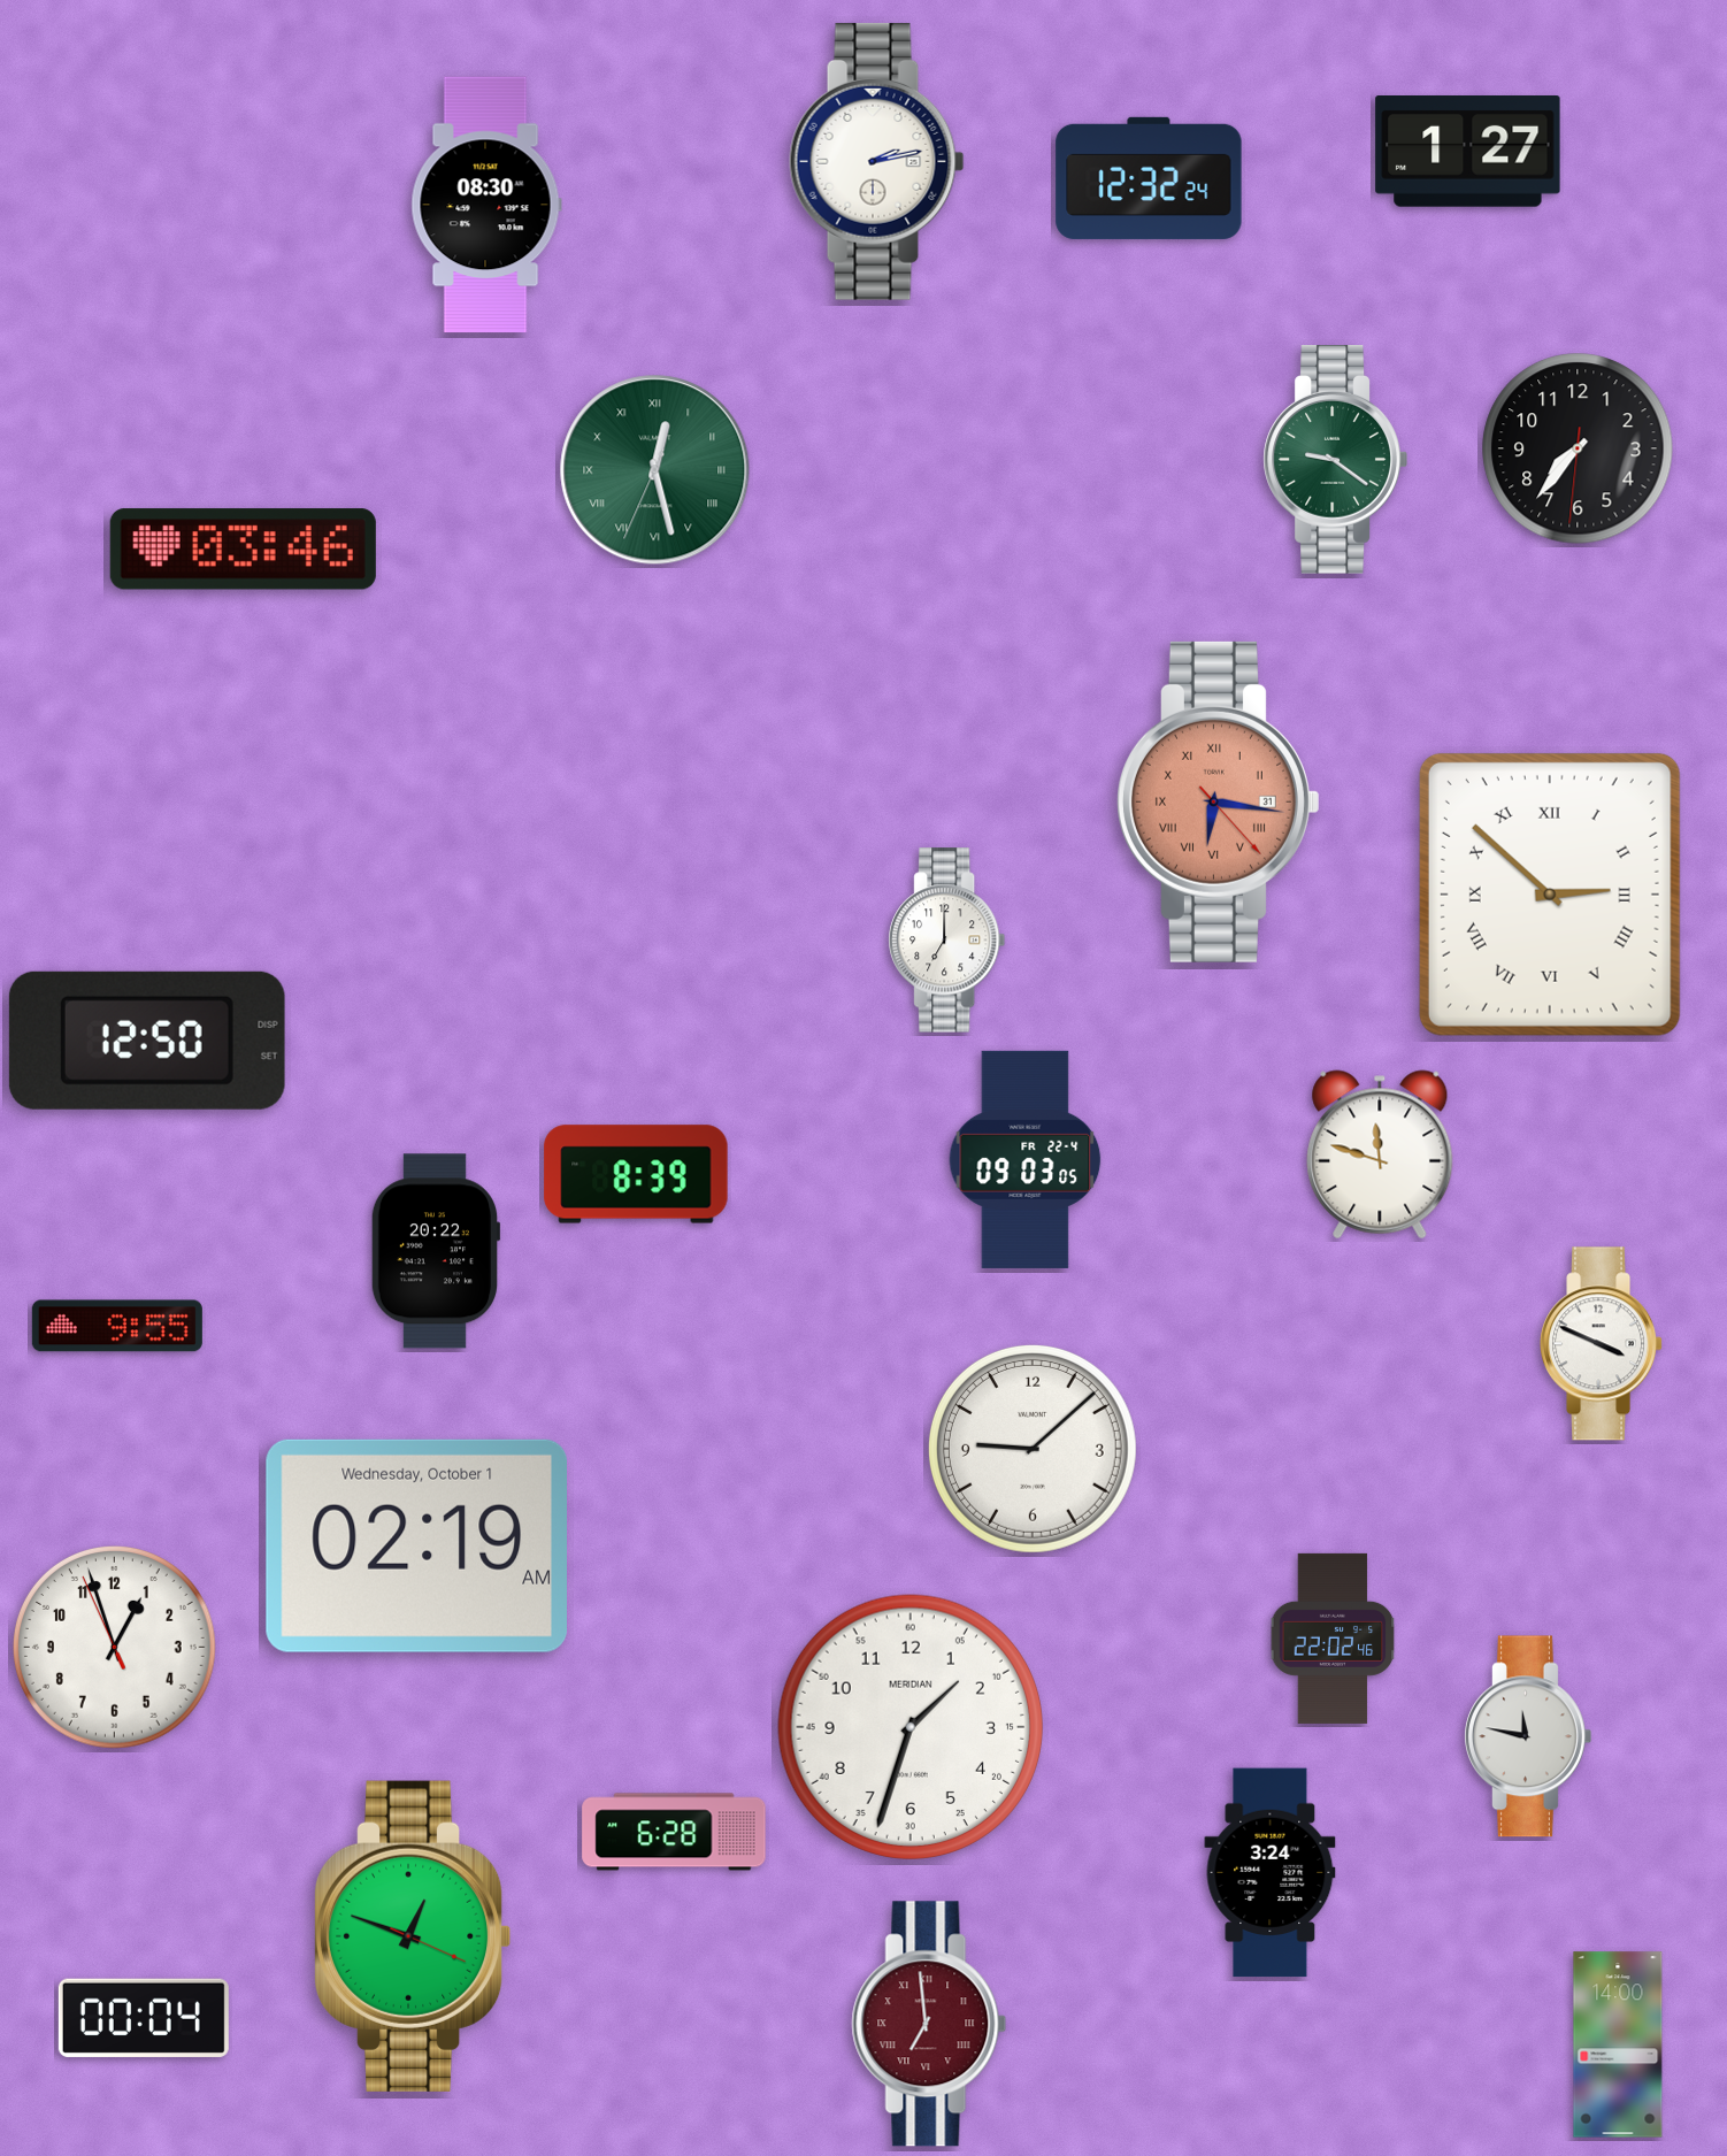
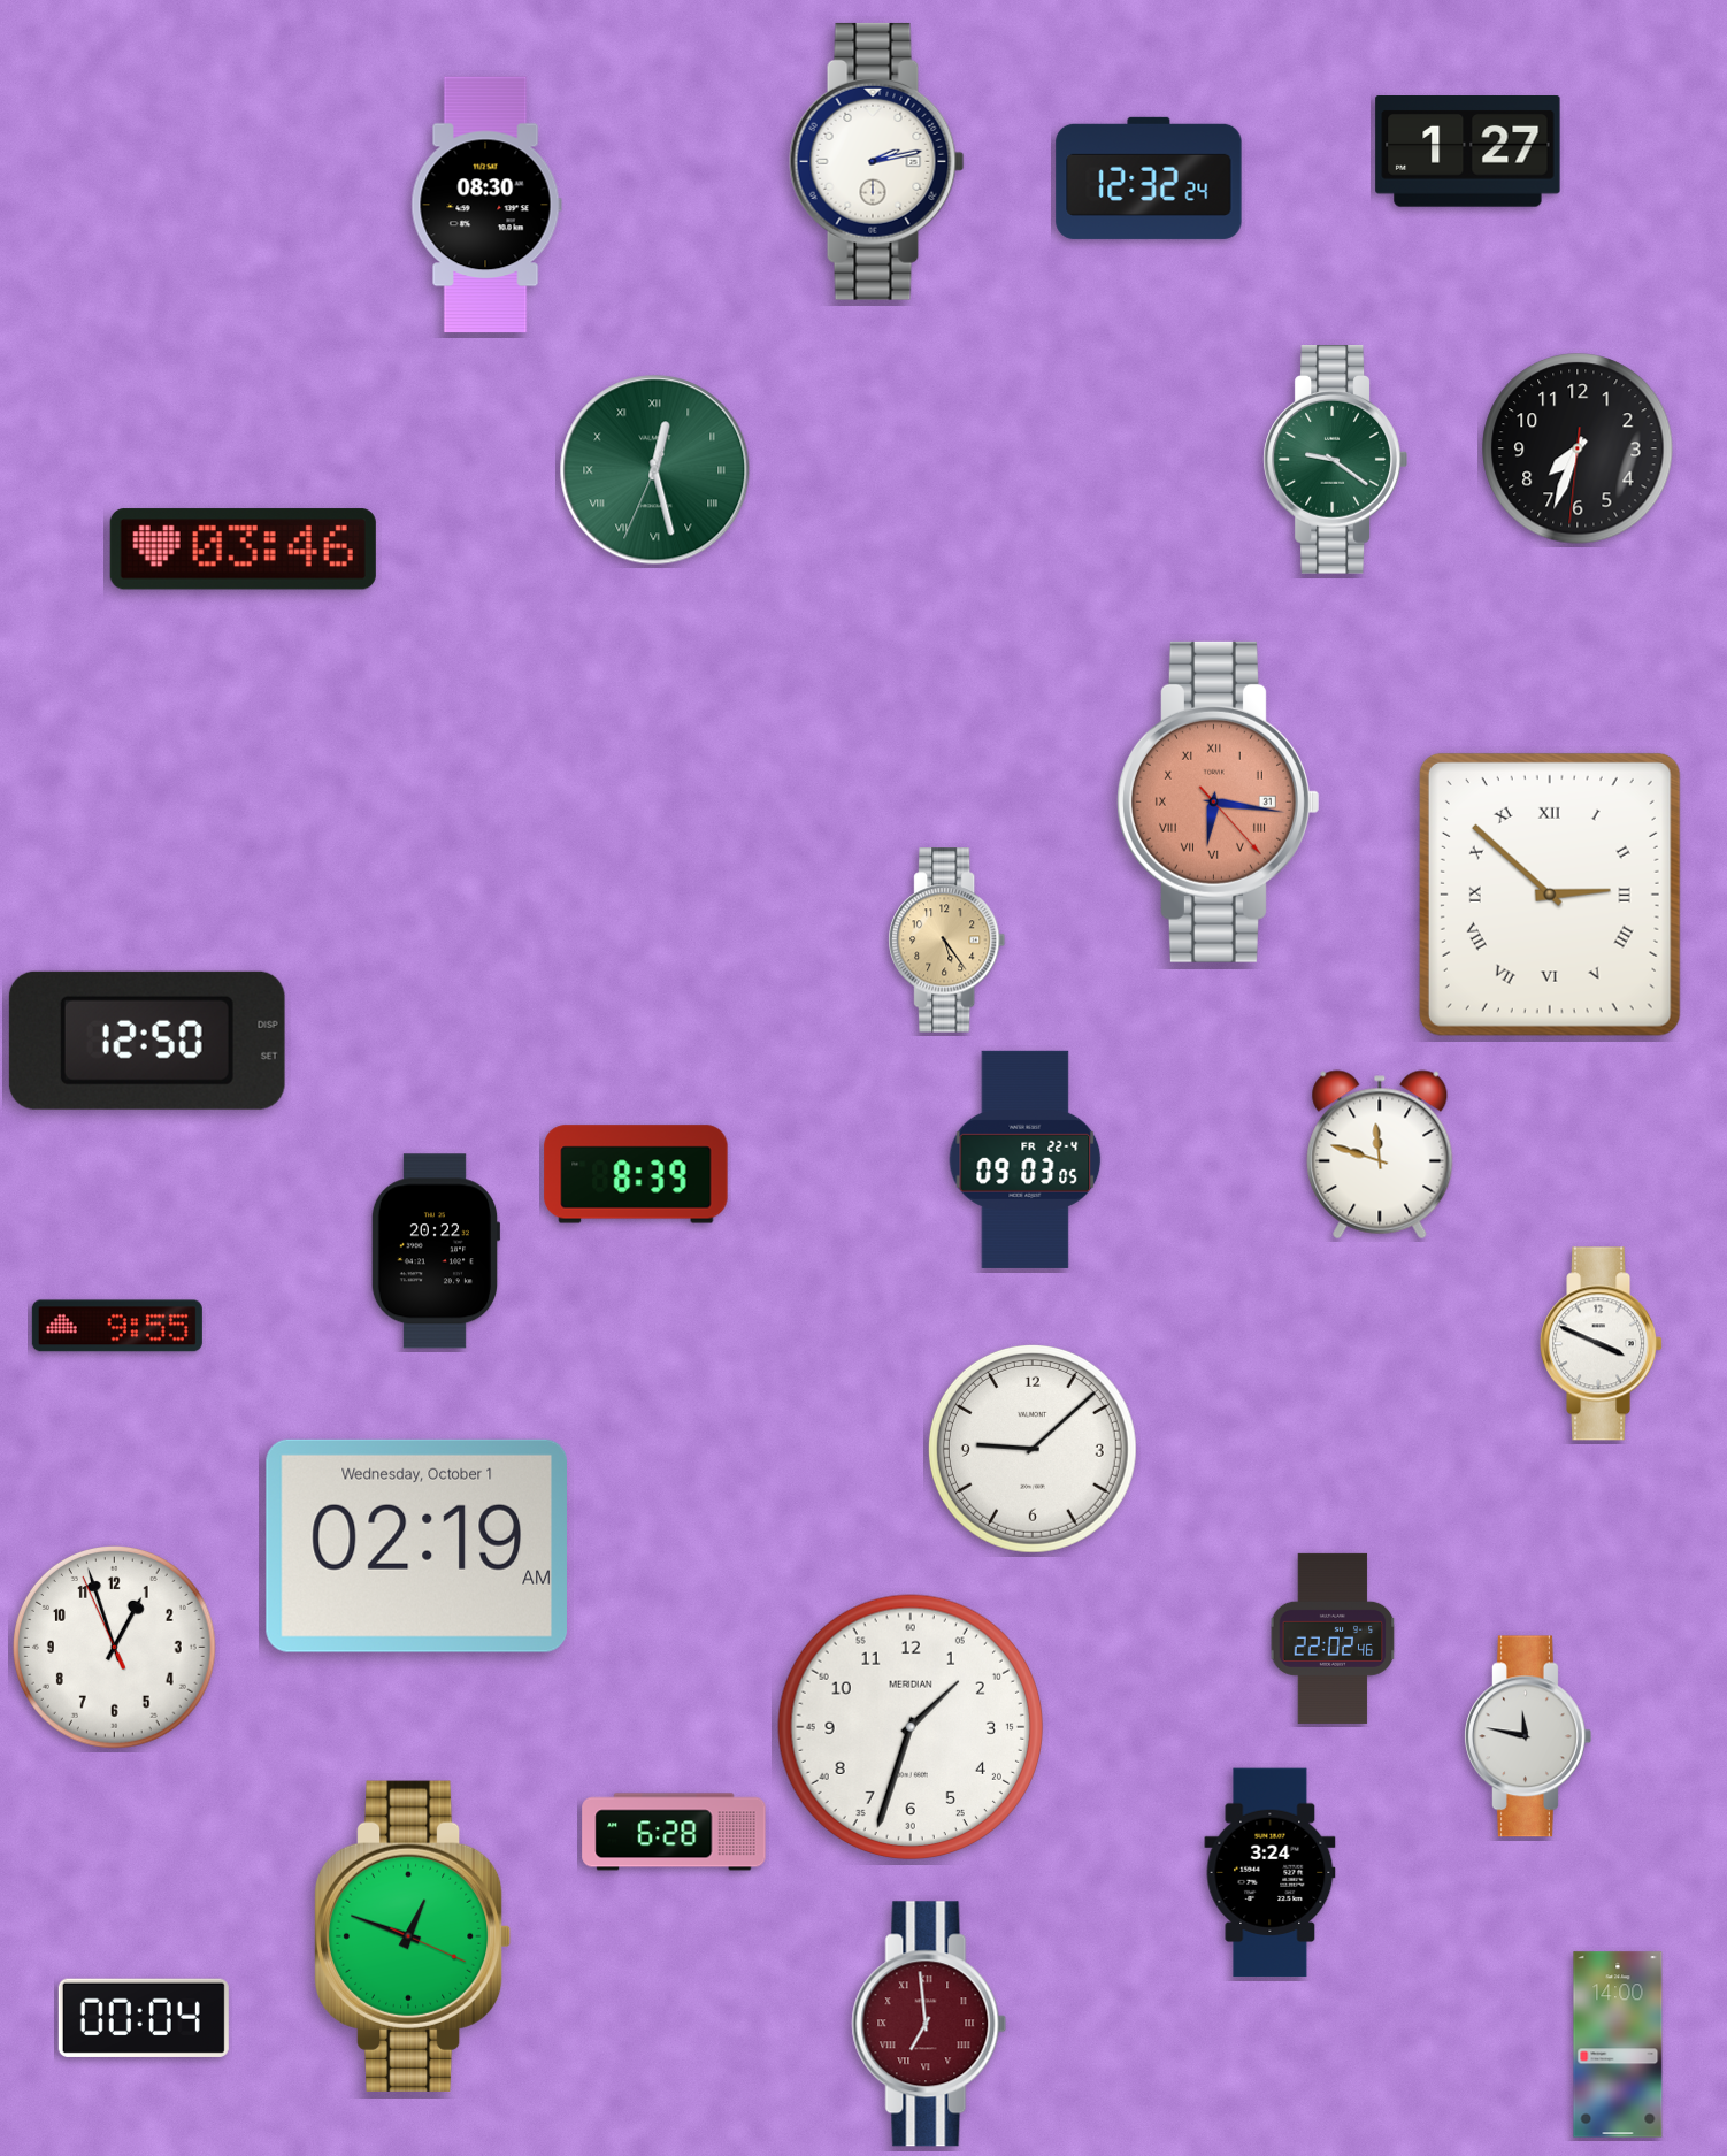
clock at (1578, 448): 7:36 -> 7:33
clock at (947, 941): 7:00 -> 5:24
clock at (947, 941) dial: white -> champagne
